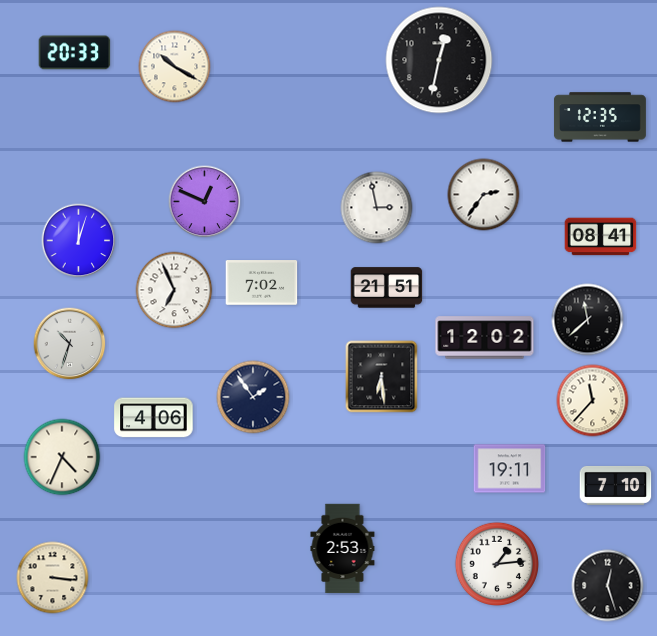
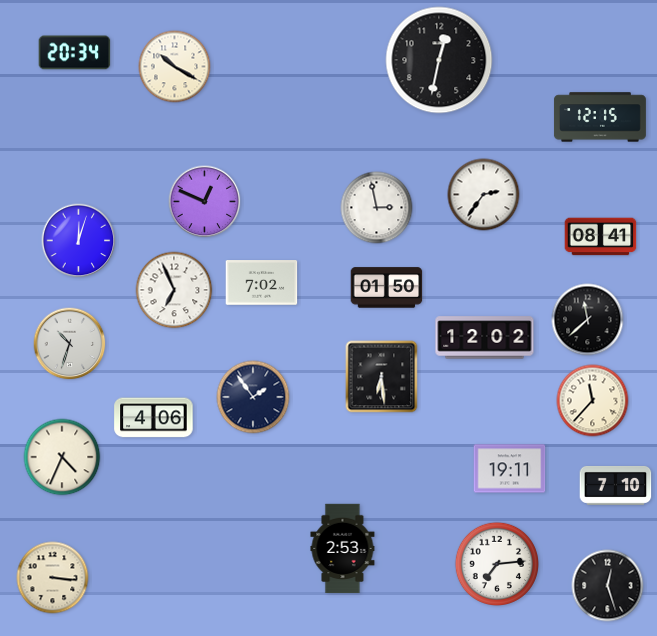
clock at (75, 53): 20:33 -> 20:34
clock at (600, 117): 12:35 -> 12:15
clock at (387, 288): 21:51 -> 01:50
clock at (496, 563): 1:14 -> 7:14
